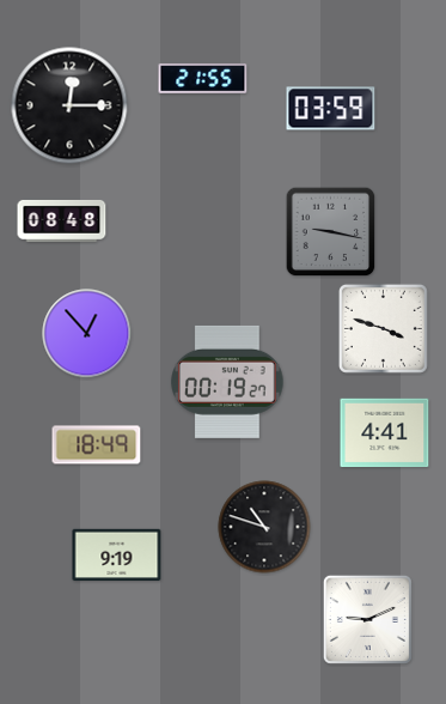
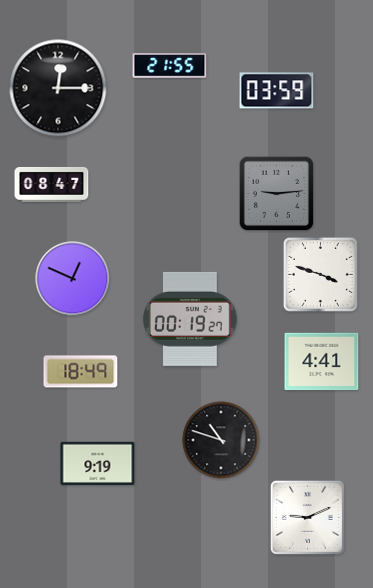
clock at (62, 220): 08:48 -> 08:47
clock at (331, 232): 9:17 -> 9:14
clock at (87, 334): 12:53 -> 12:49
